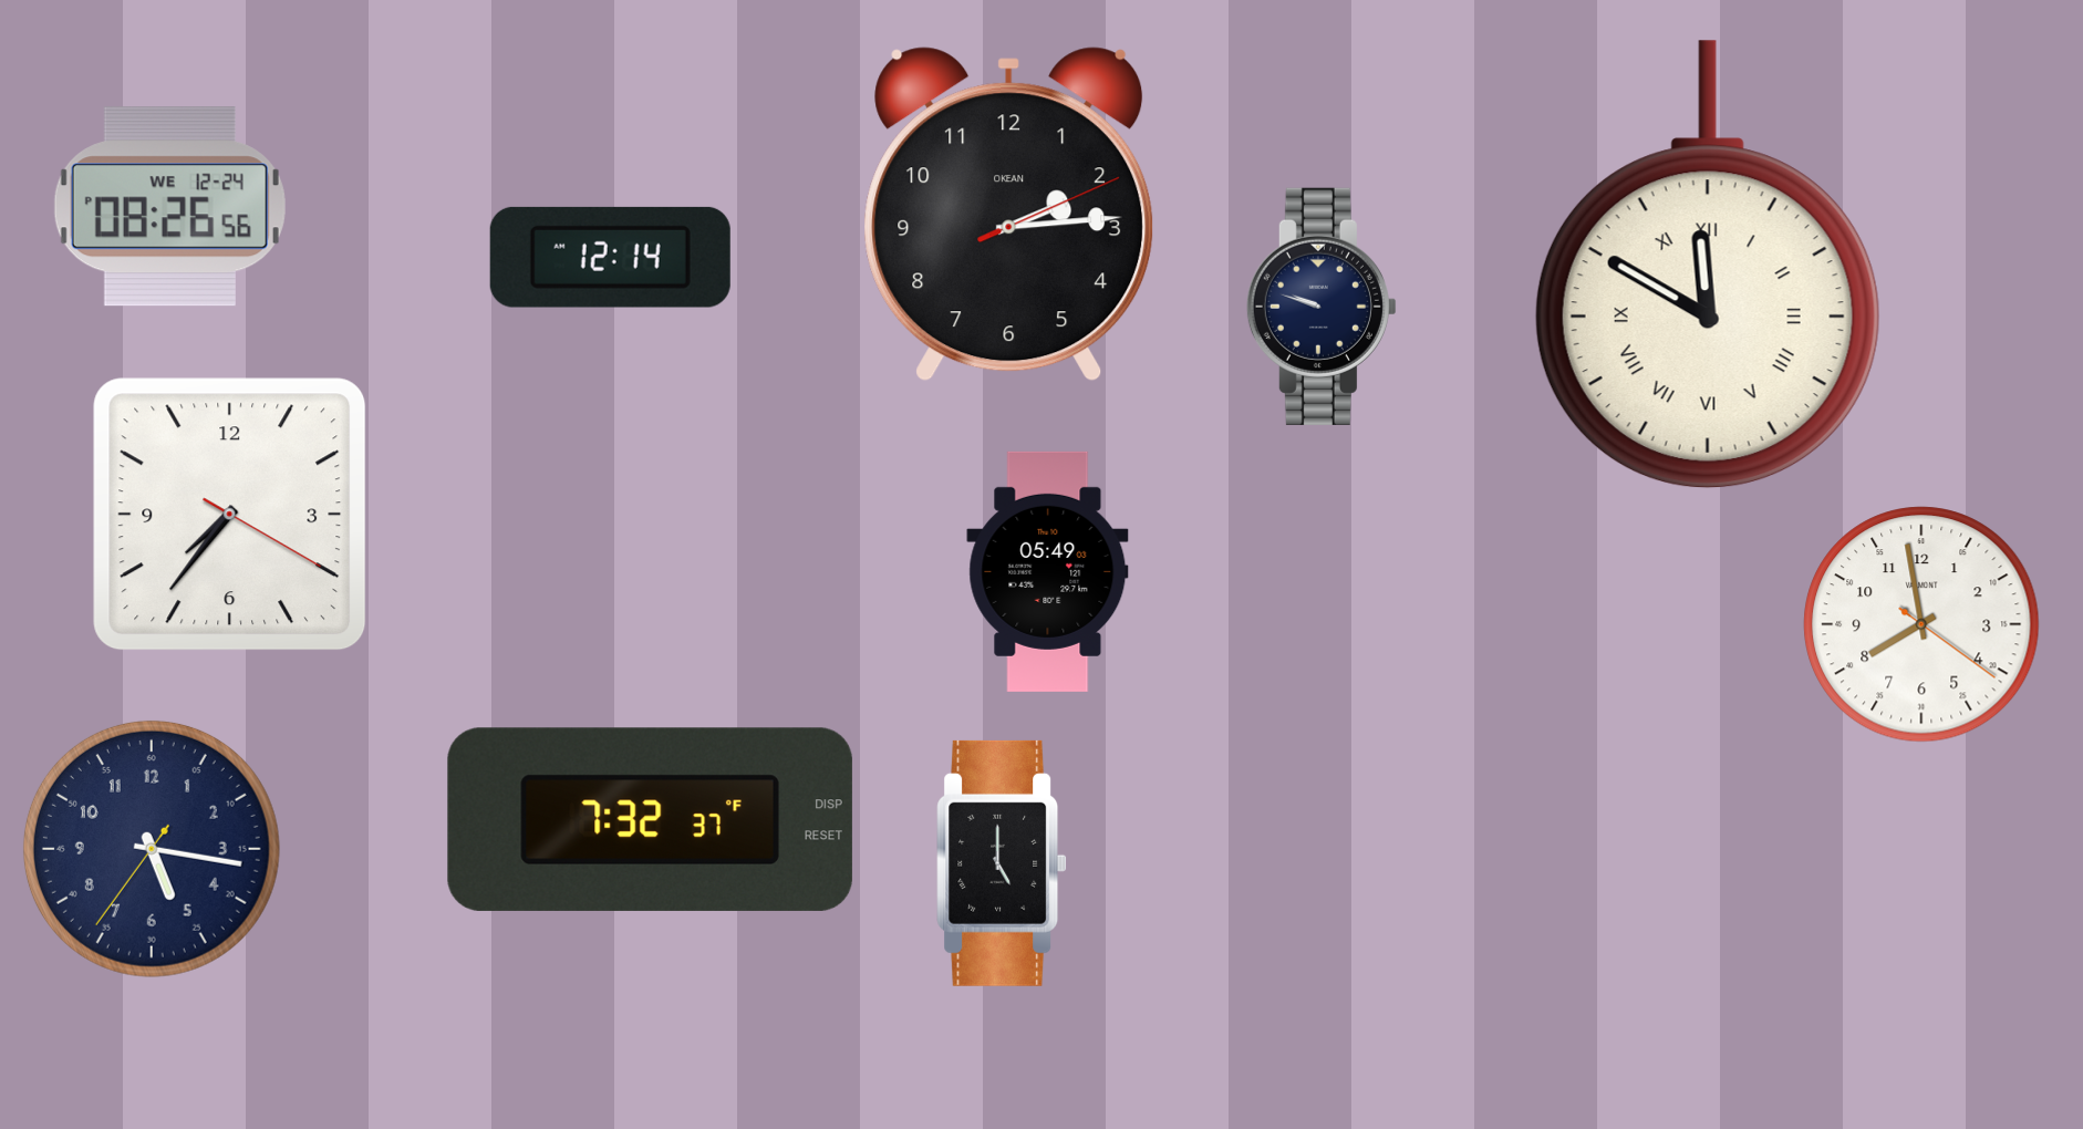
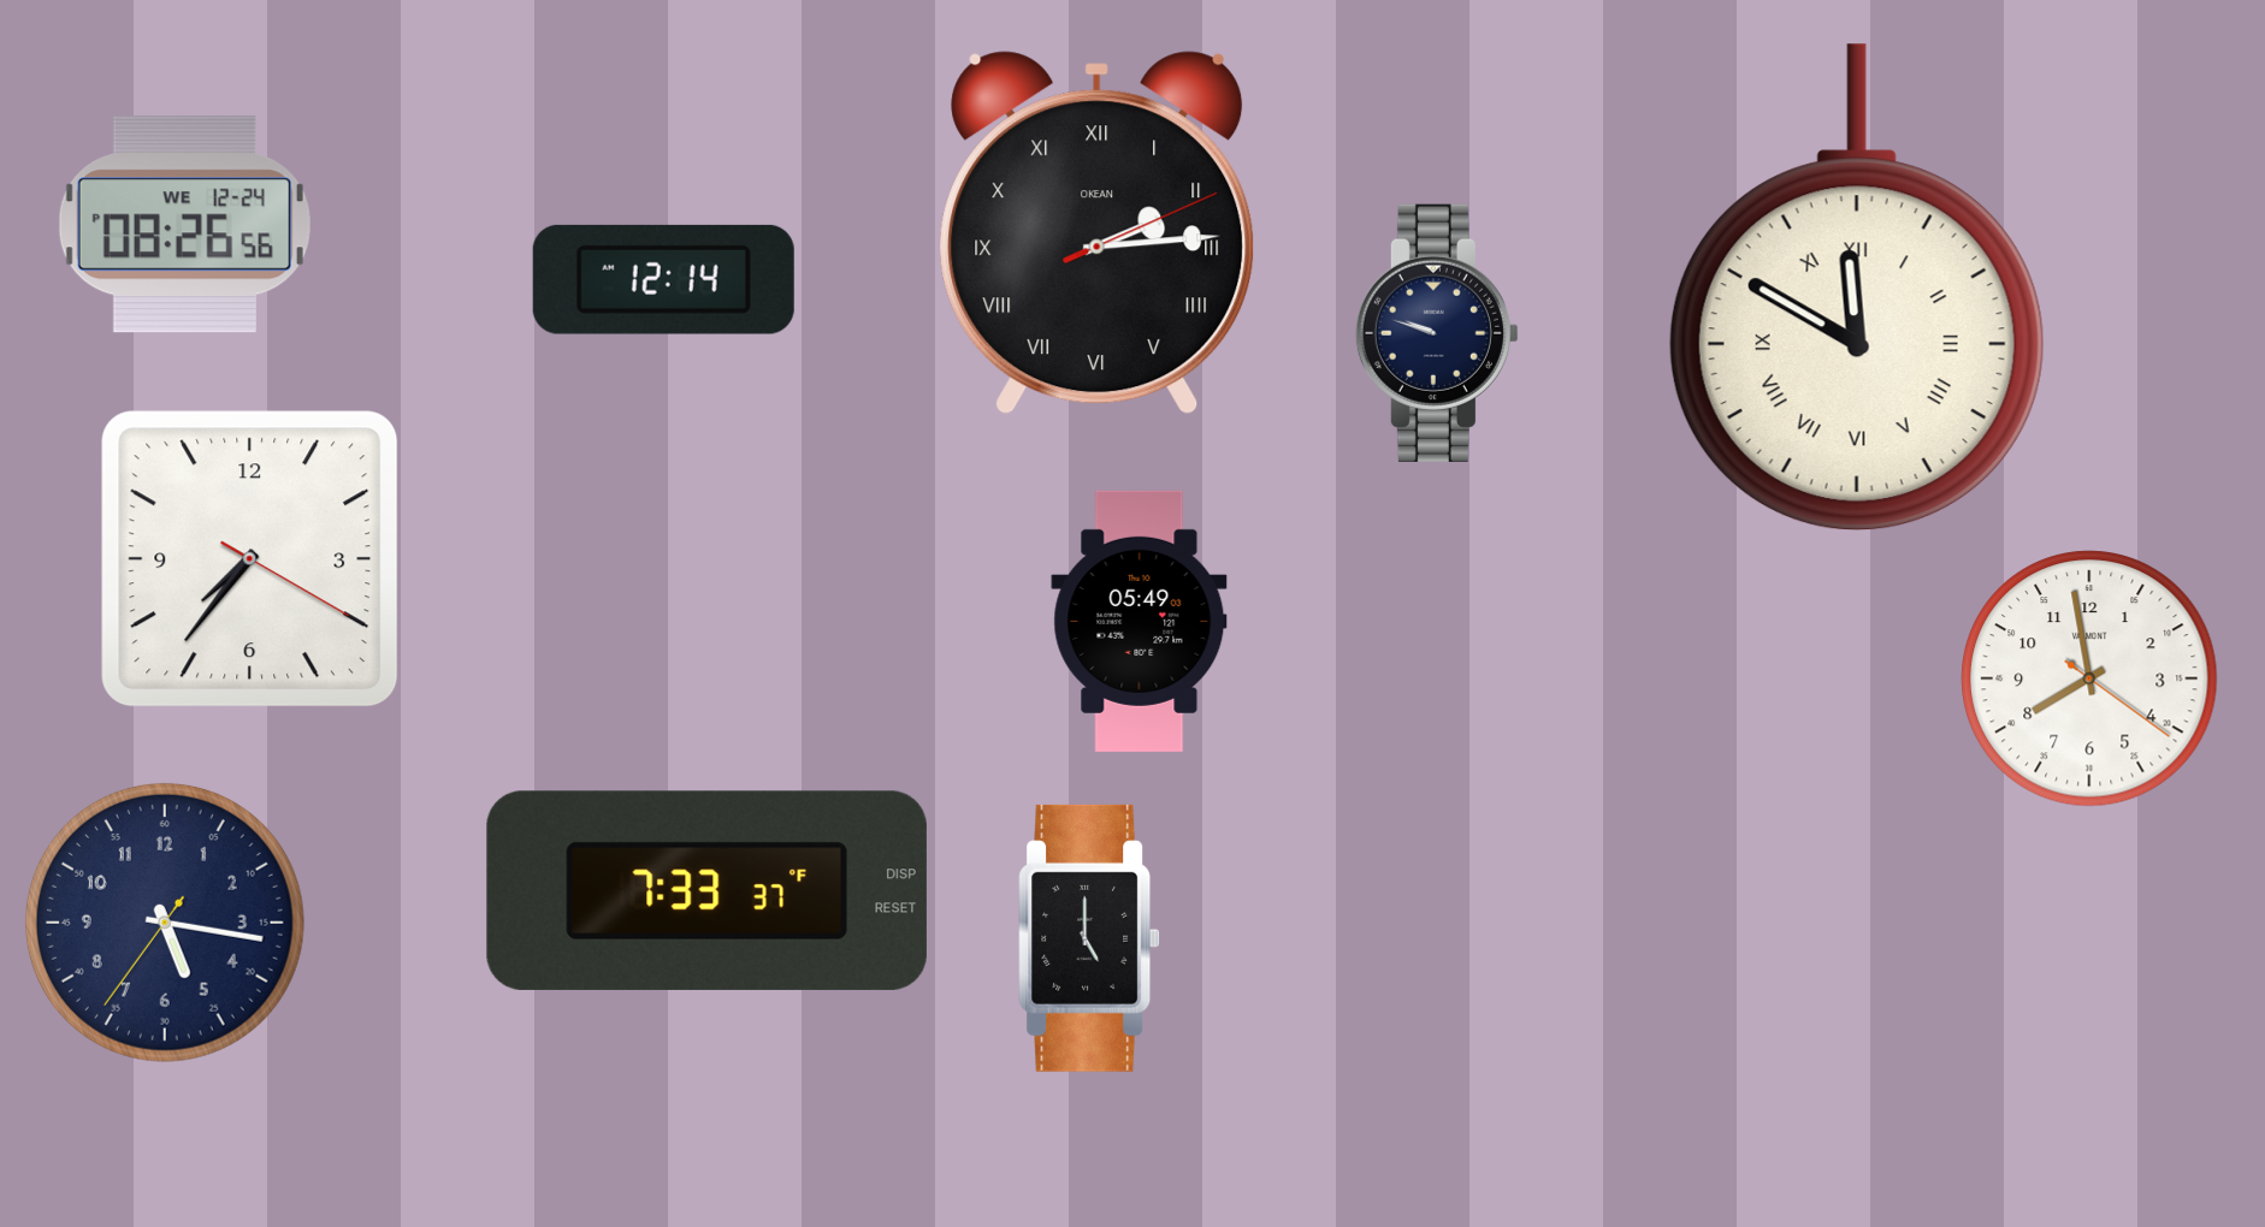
clock at (1009, 215) numerals: Arabic -> Roman
clock at (650, 819): 7:32 -> 7:33
